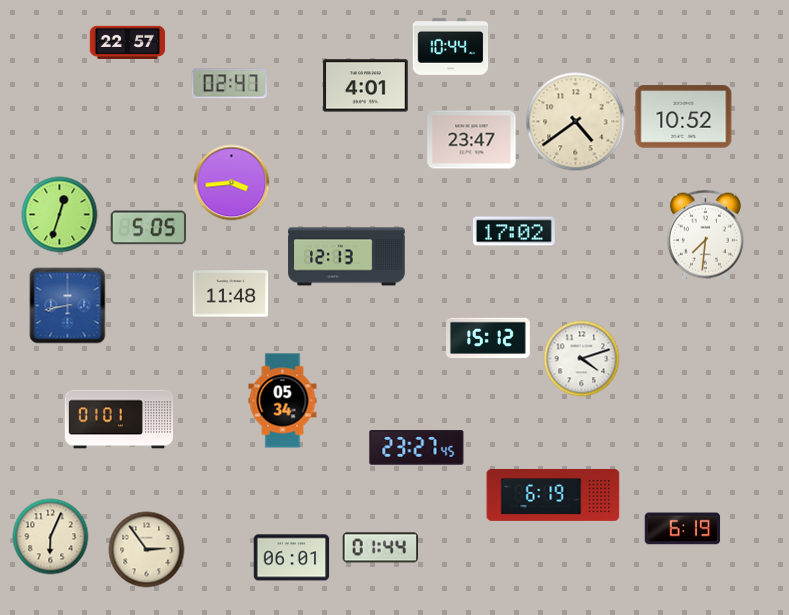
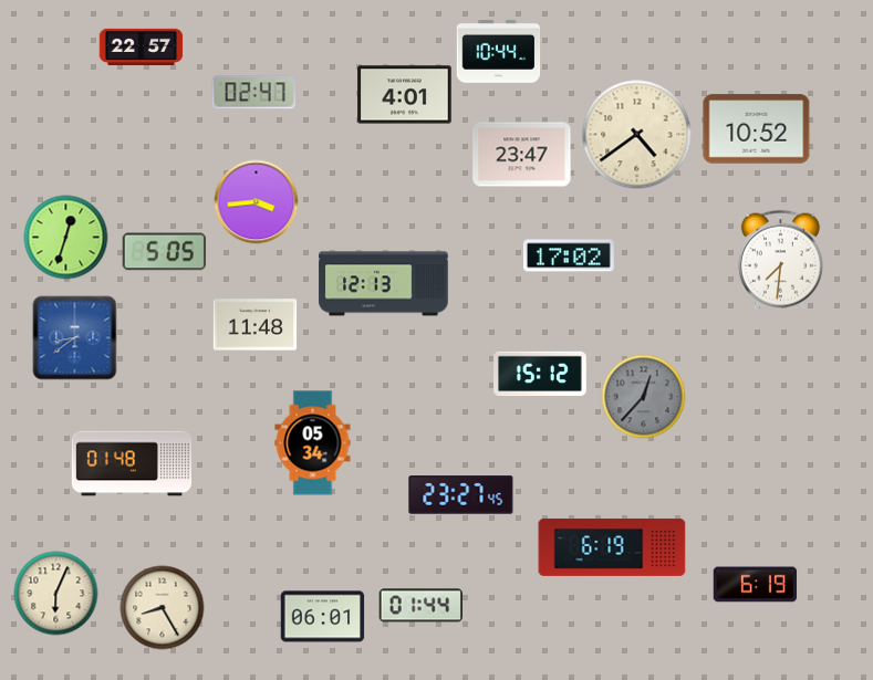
clock at (68, 306): 8:43 -> 8:39
clock at (582, 359): 4:12 -> 12:37
clock at (582, 359) dial: white -> grey
clock at (119, 419): 01:01 -> 01:48
clock at (147, 550): 2:54 -> 8:25
